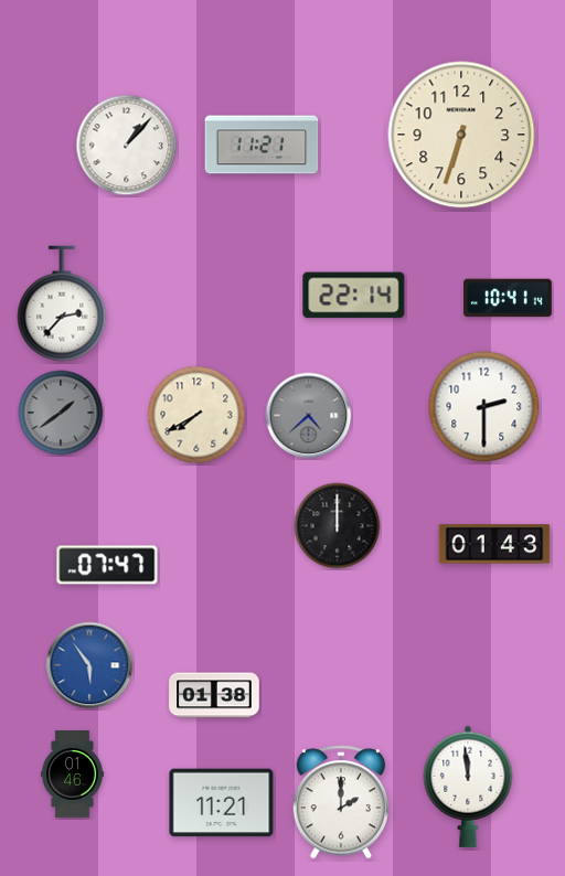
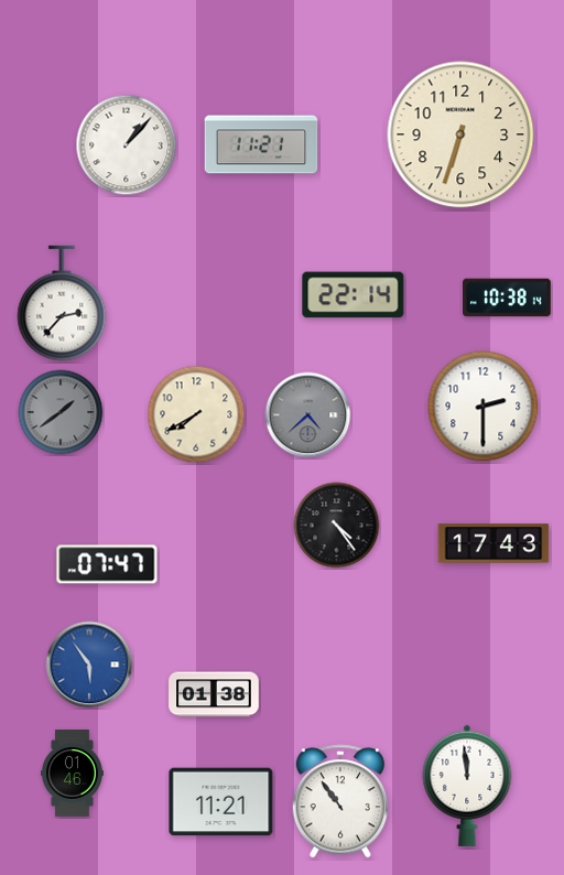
clock at (509, 298): 10:41 -> 10:38
clock at (338, 526): 12:00 -> 4:24
clock at (494, 544): 01:43 -> 17:43
clock at (340, 802): 2:00 -> 10:54
